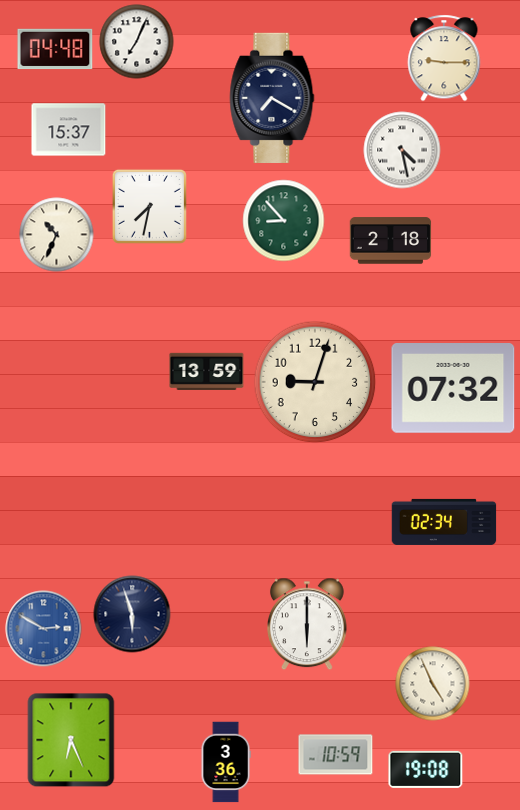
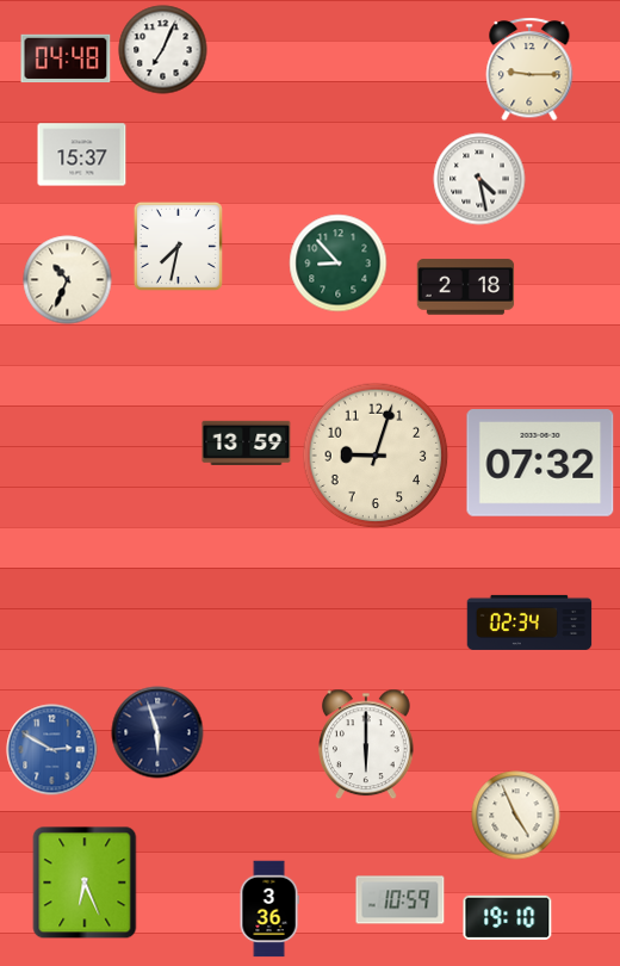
clock at (272, 98): 7:20 -> none
clock at (426, 769): 19:08 -> 19:10
